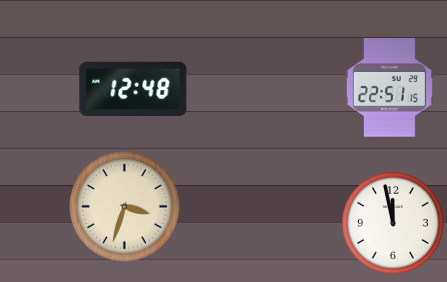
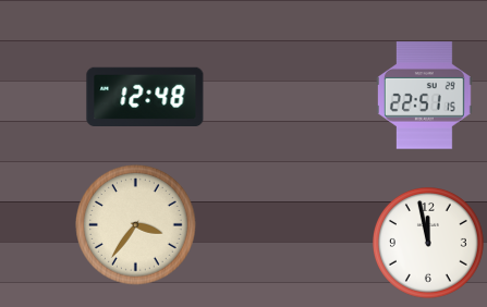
clock at (125, 207): 3:33 -> 3:36
